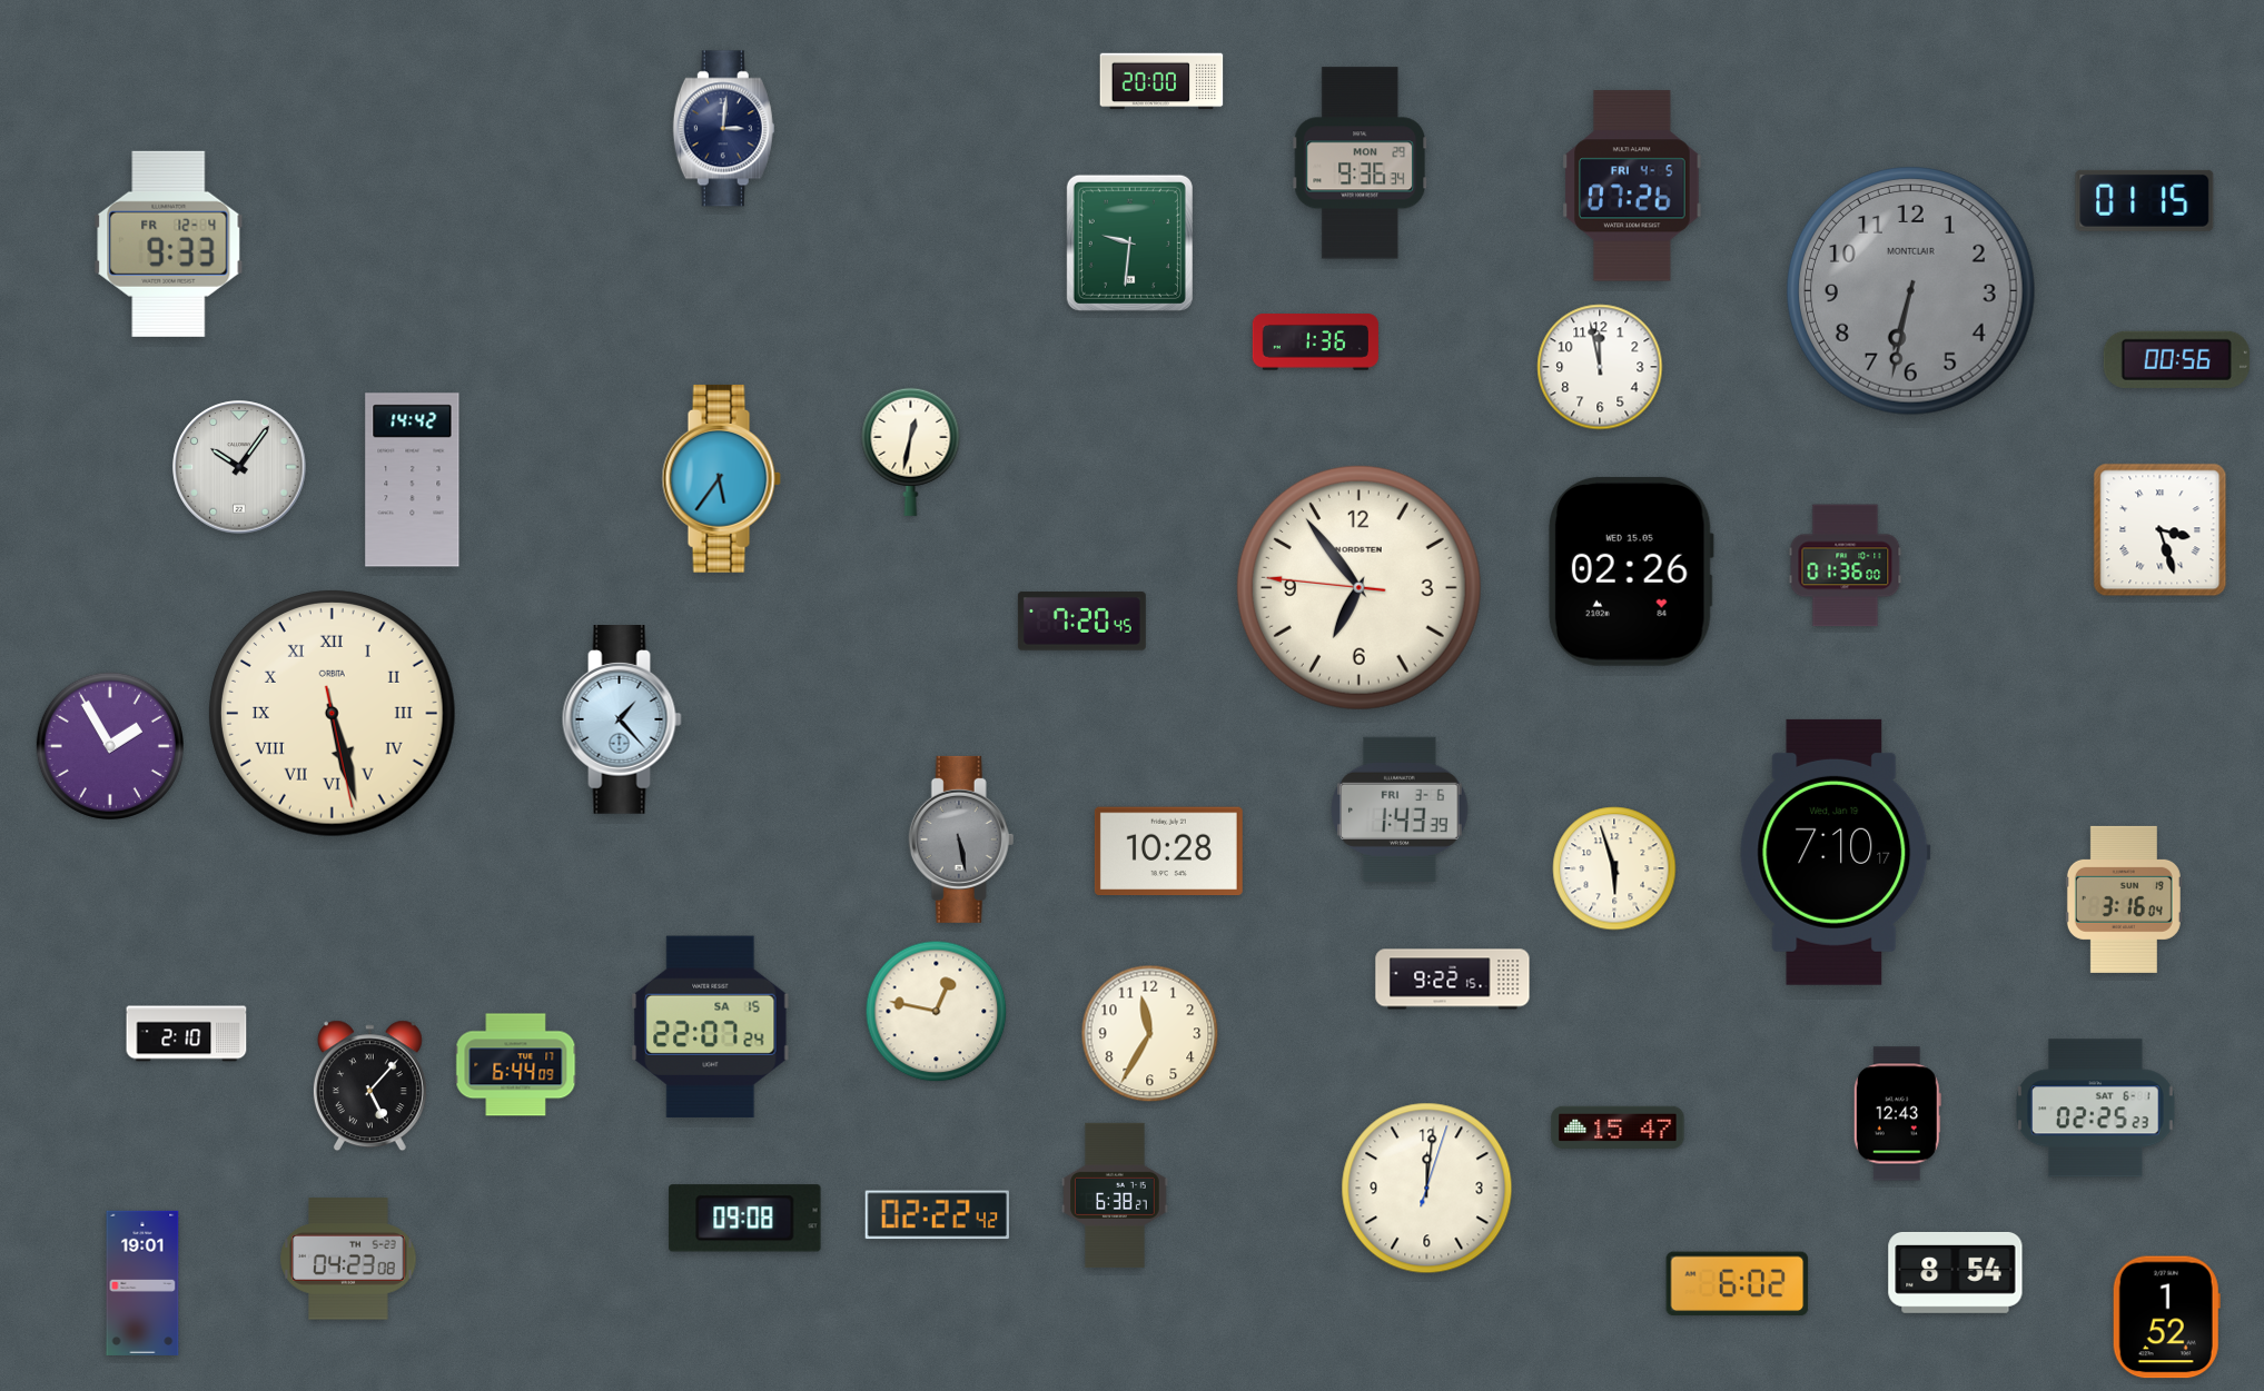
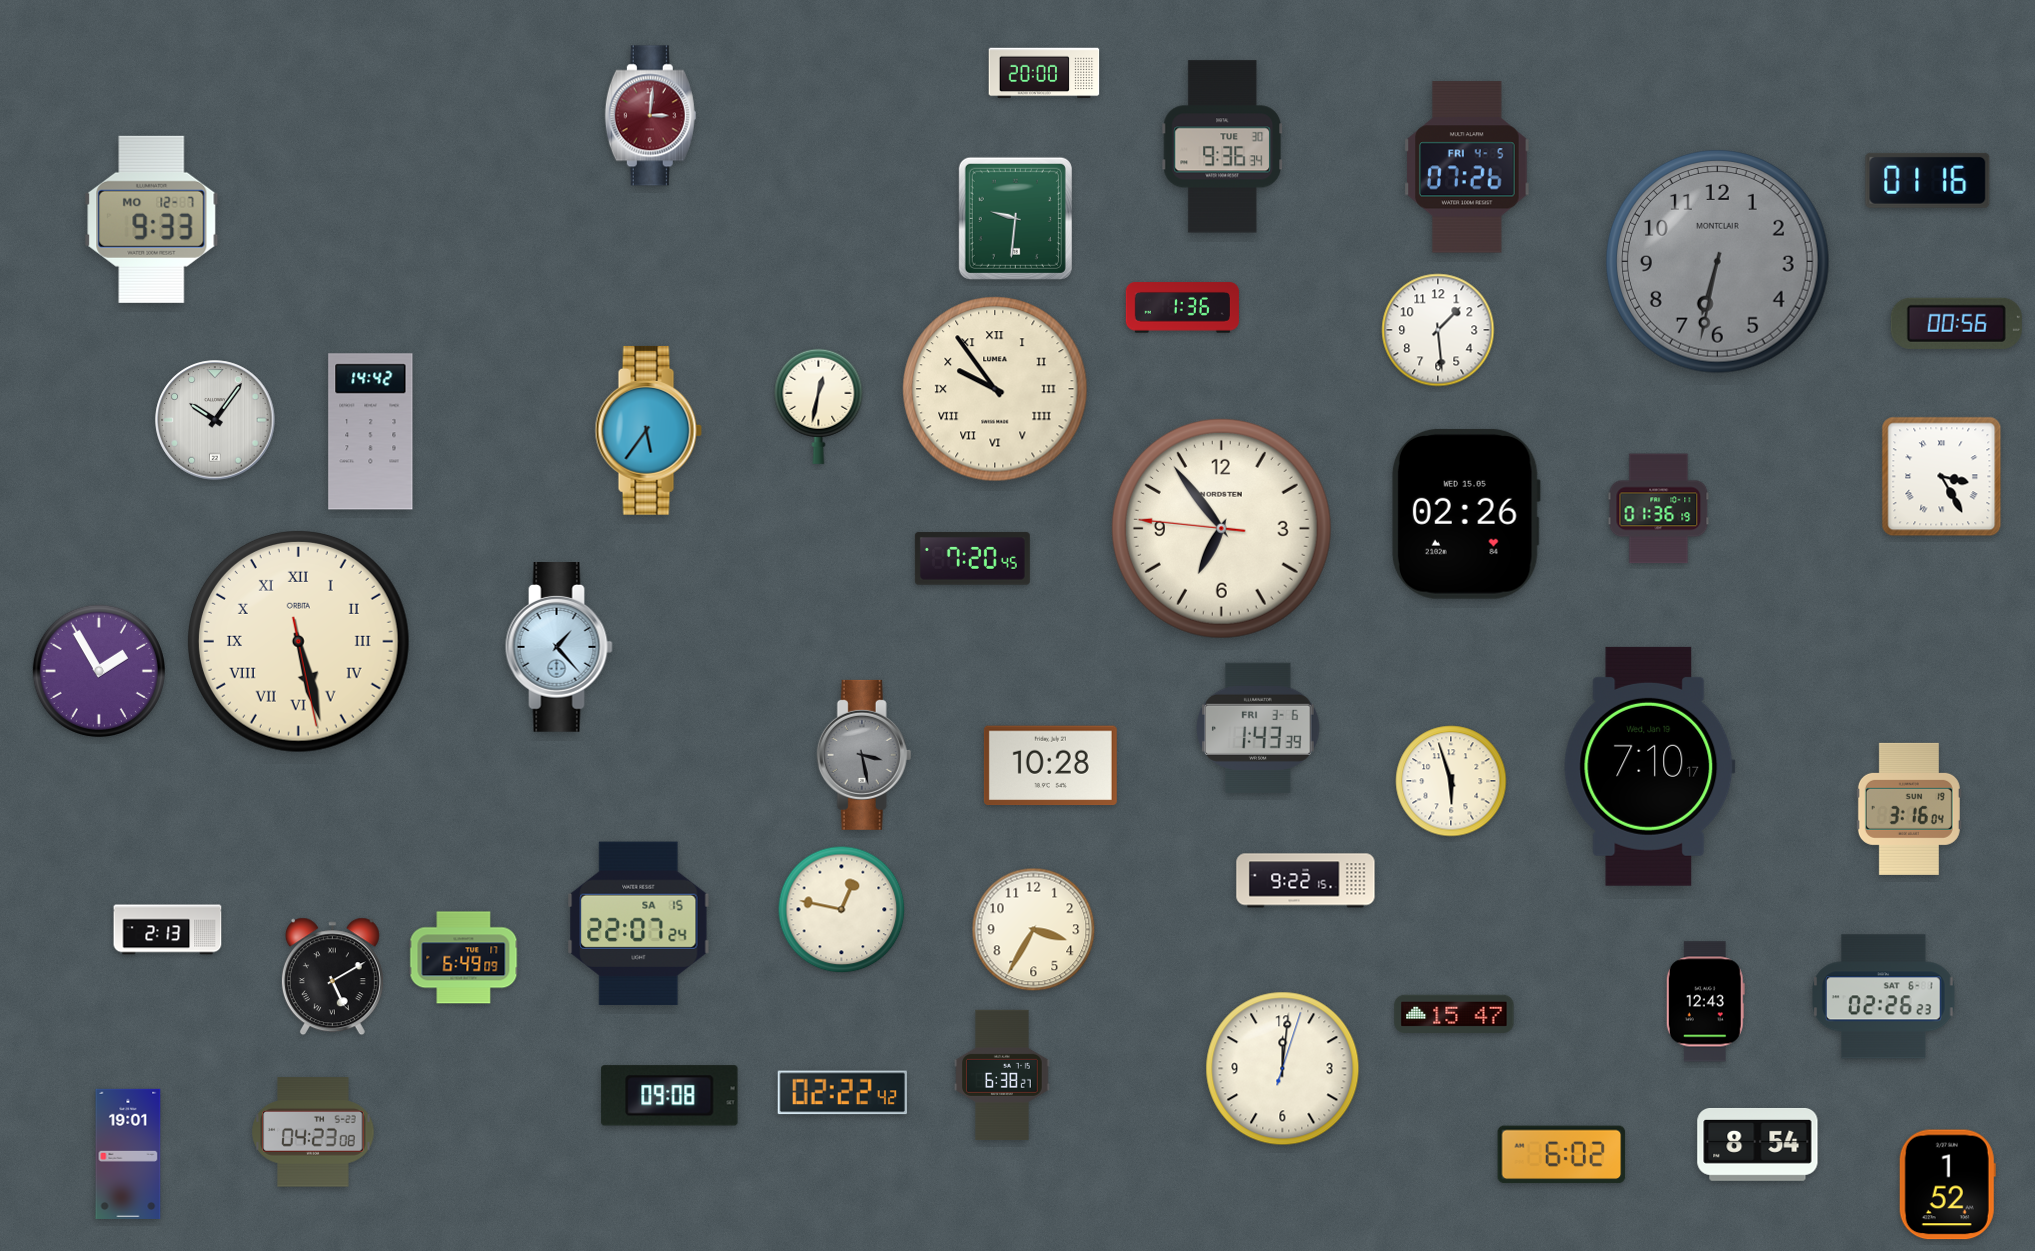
clock at (723, 129) dial: navy -> burgundy
clock at (1361, 163) date: MON 29 -> TUE 30
clock at (2145, 200): 01:15 -> 01:16
clock at (169, 244) date: FR 12-4 -> MO 12-7
clock at (1600, 367): 11:58 -> 1:29
clock at (995, 389): none -> 9:54
clock at (2161, 530): 3:27 -> 3:25
clock at (1846, 566): 01:36:00 -> 01:36:19
clock at (961, 839): 5:28 -> 3:28
clock at (187, 1034): 2:10 -> 2:13
clock at (1150, 1034): 11:35 -> 3:35
clock at (516, 1065): 6:44 -> 6:49
clock at (369, 1086): 5:07 -> 5:10
clock at (2096, 1109): 02:25 -> 02:26
